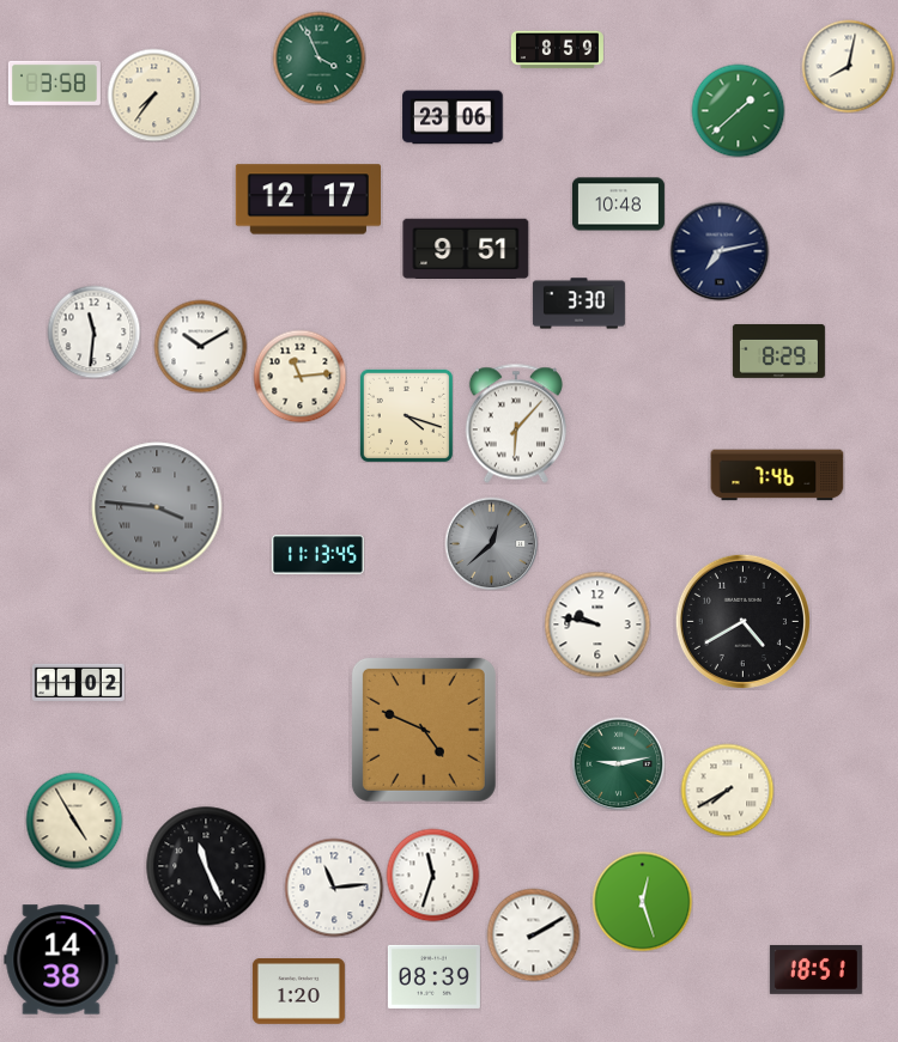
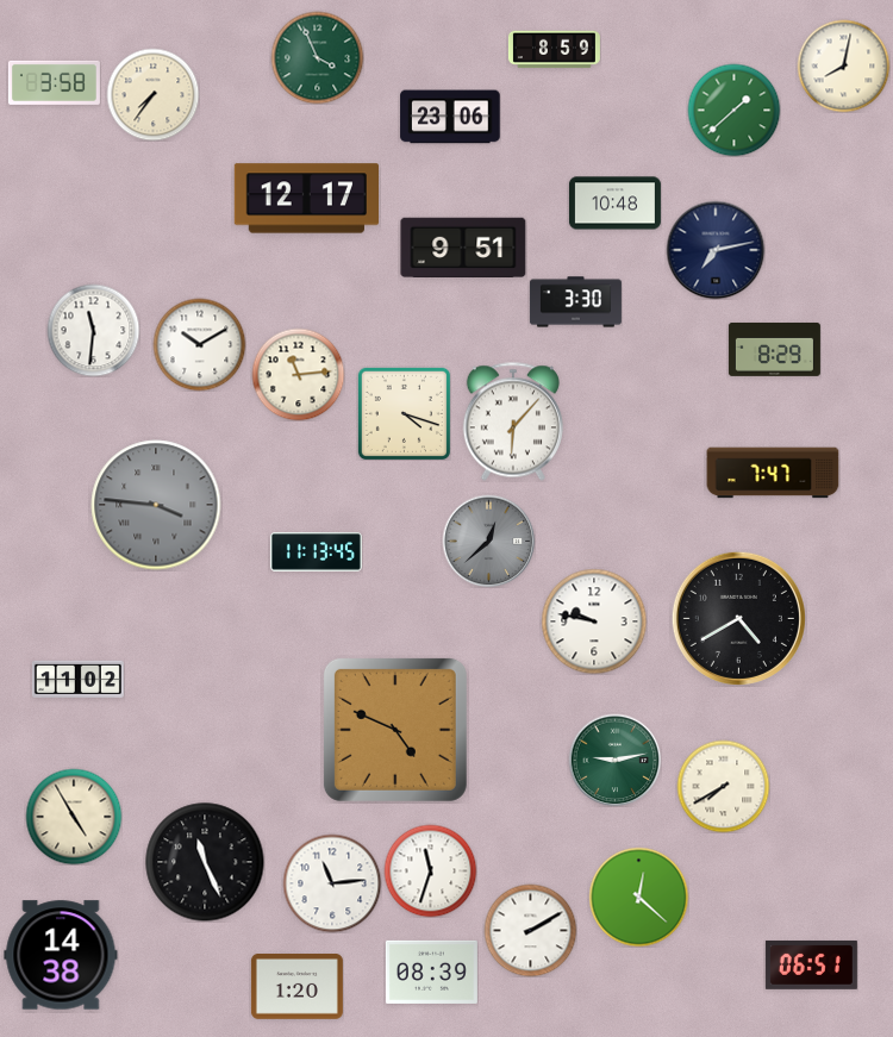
clock at (777, 475): 7:46 -> 7:47
clock at (424, 730) position: (424, 730) -> (395, 730)
clock at (642, 901): 12:27 -> 12:22
clock at (815, 969): 18:51 -> 06:51
